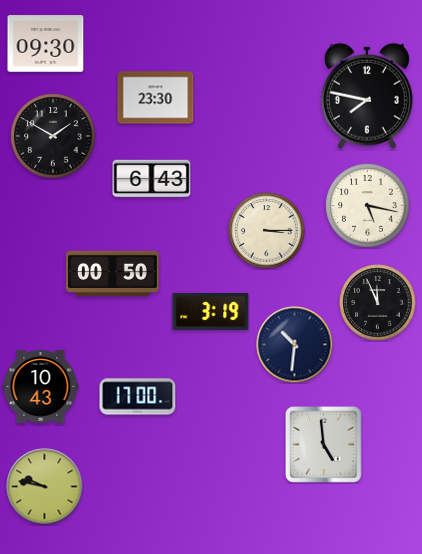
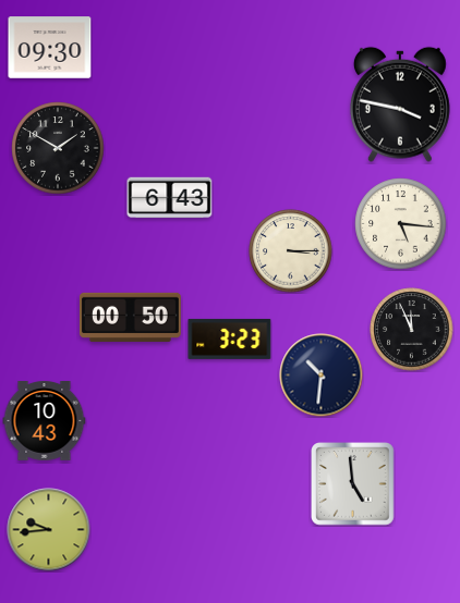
clock at (367, 96): 7:47 -> 3:47
clock at (156, 98): 23:30 -> none
clock at (152, 179) position: (152, 179) -> (170, 198)
clock at (368, 206): 5:17 -> 5:16
clock at (112, 273) position: (112, 273) -> (130, 317)
clock at (211, 311): 3:19 -> 3:23
clock at (138, 397): 17:00 -> none
clock at (45, 487): 9:47 -> 9:44
